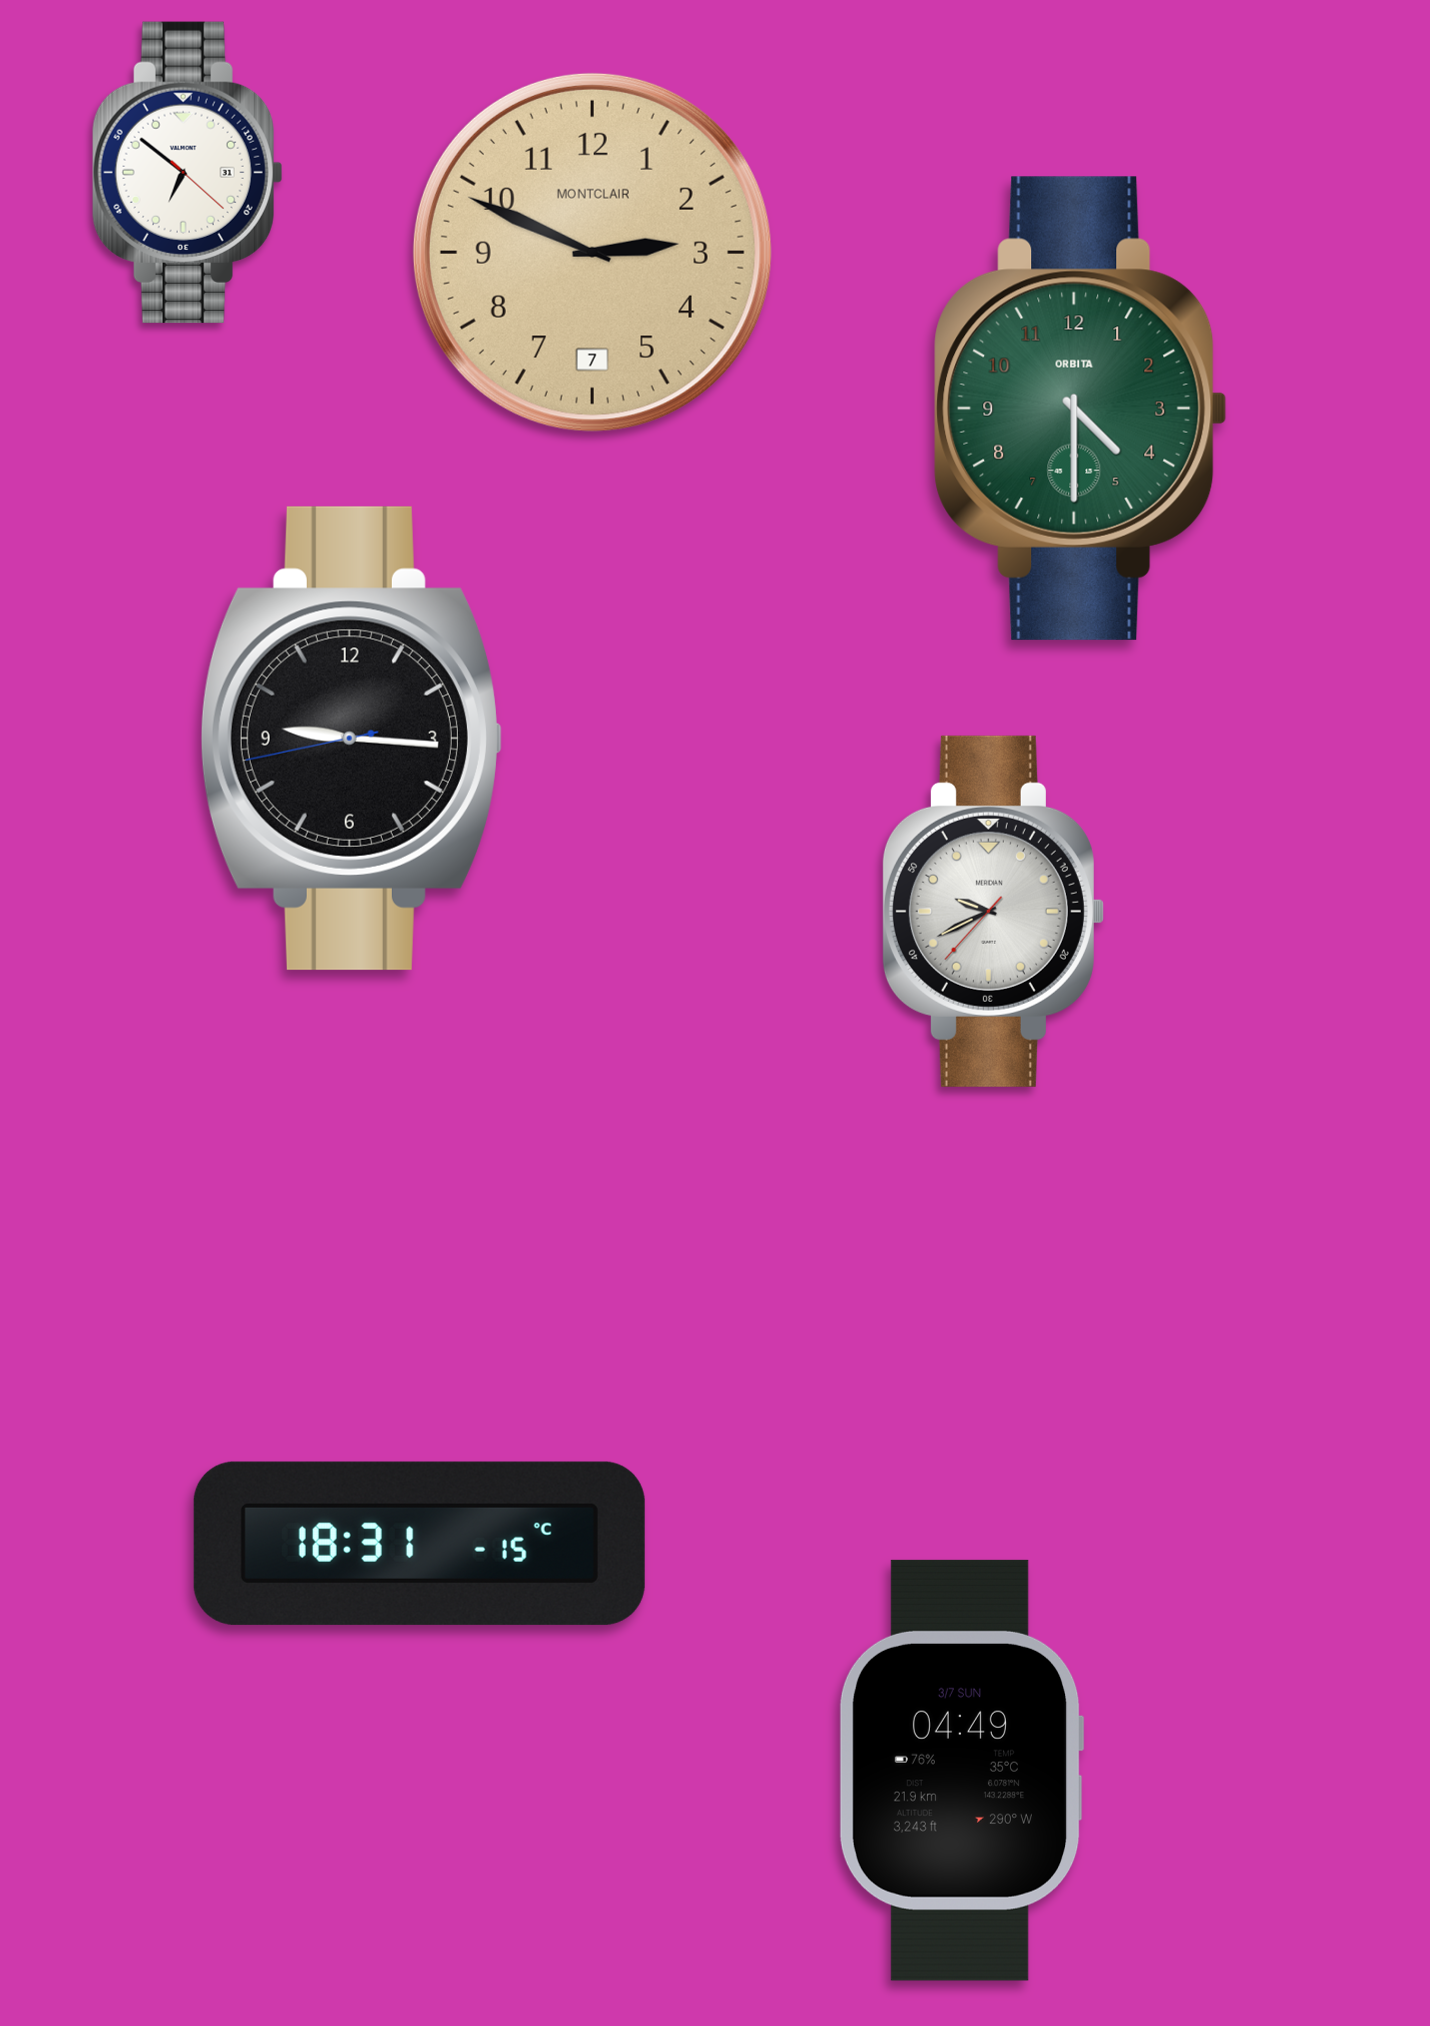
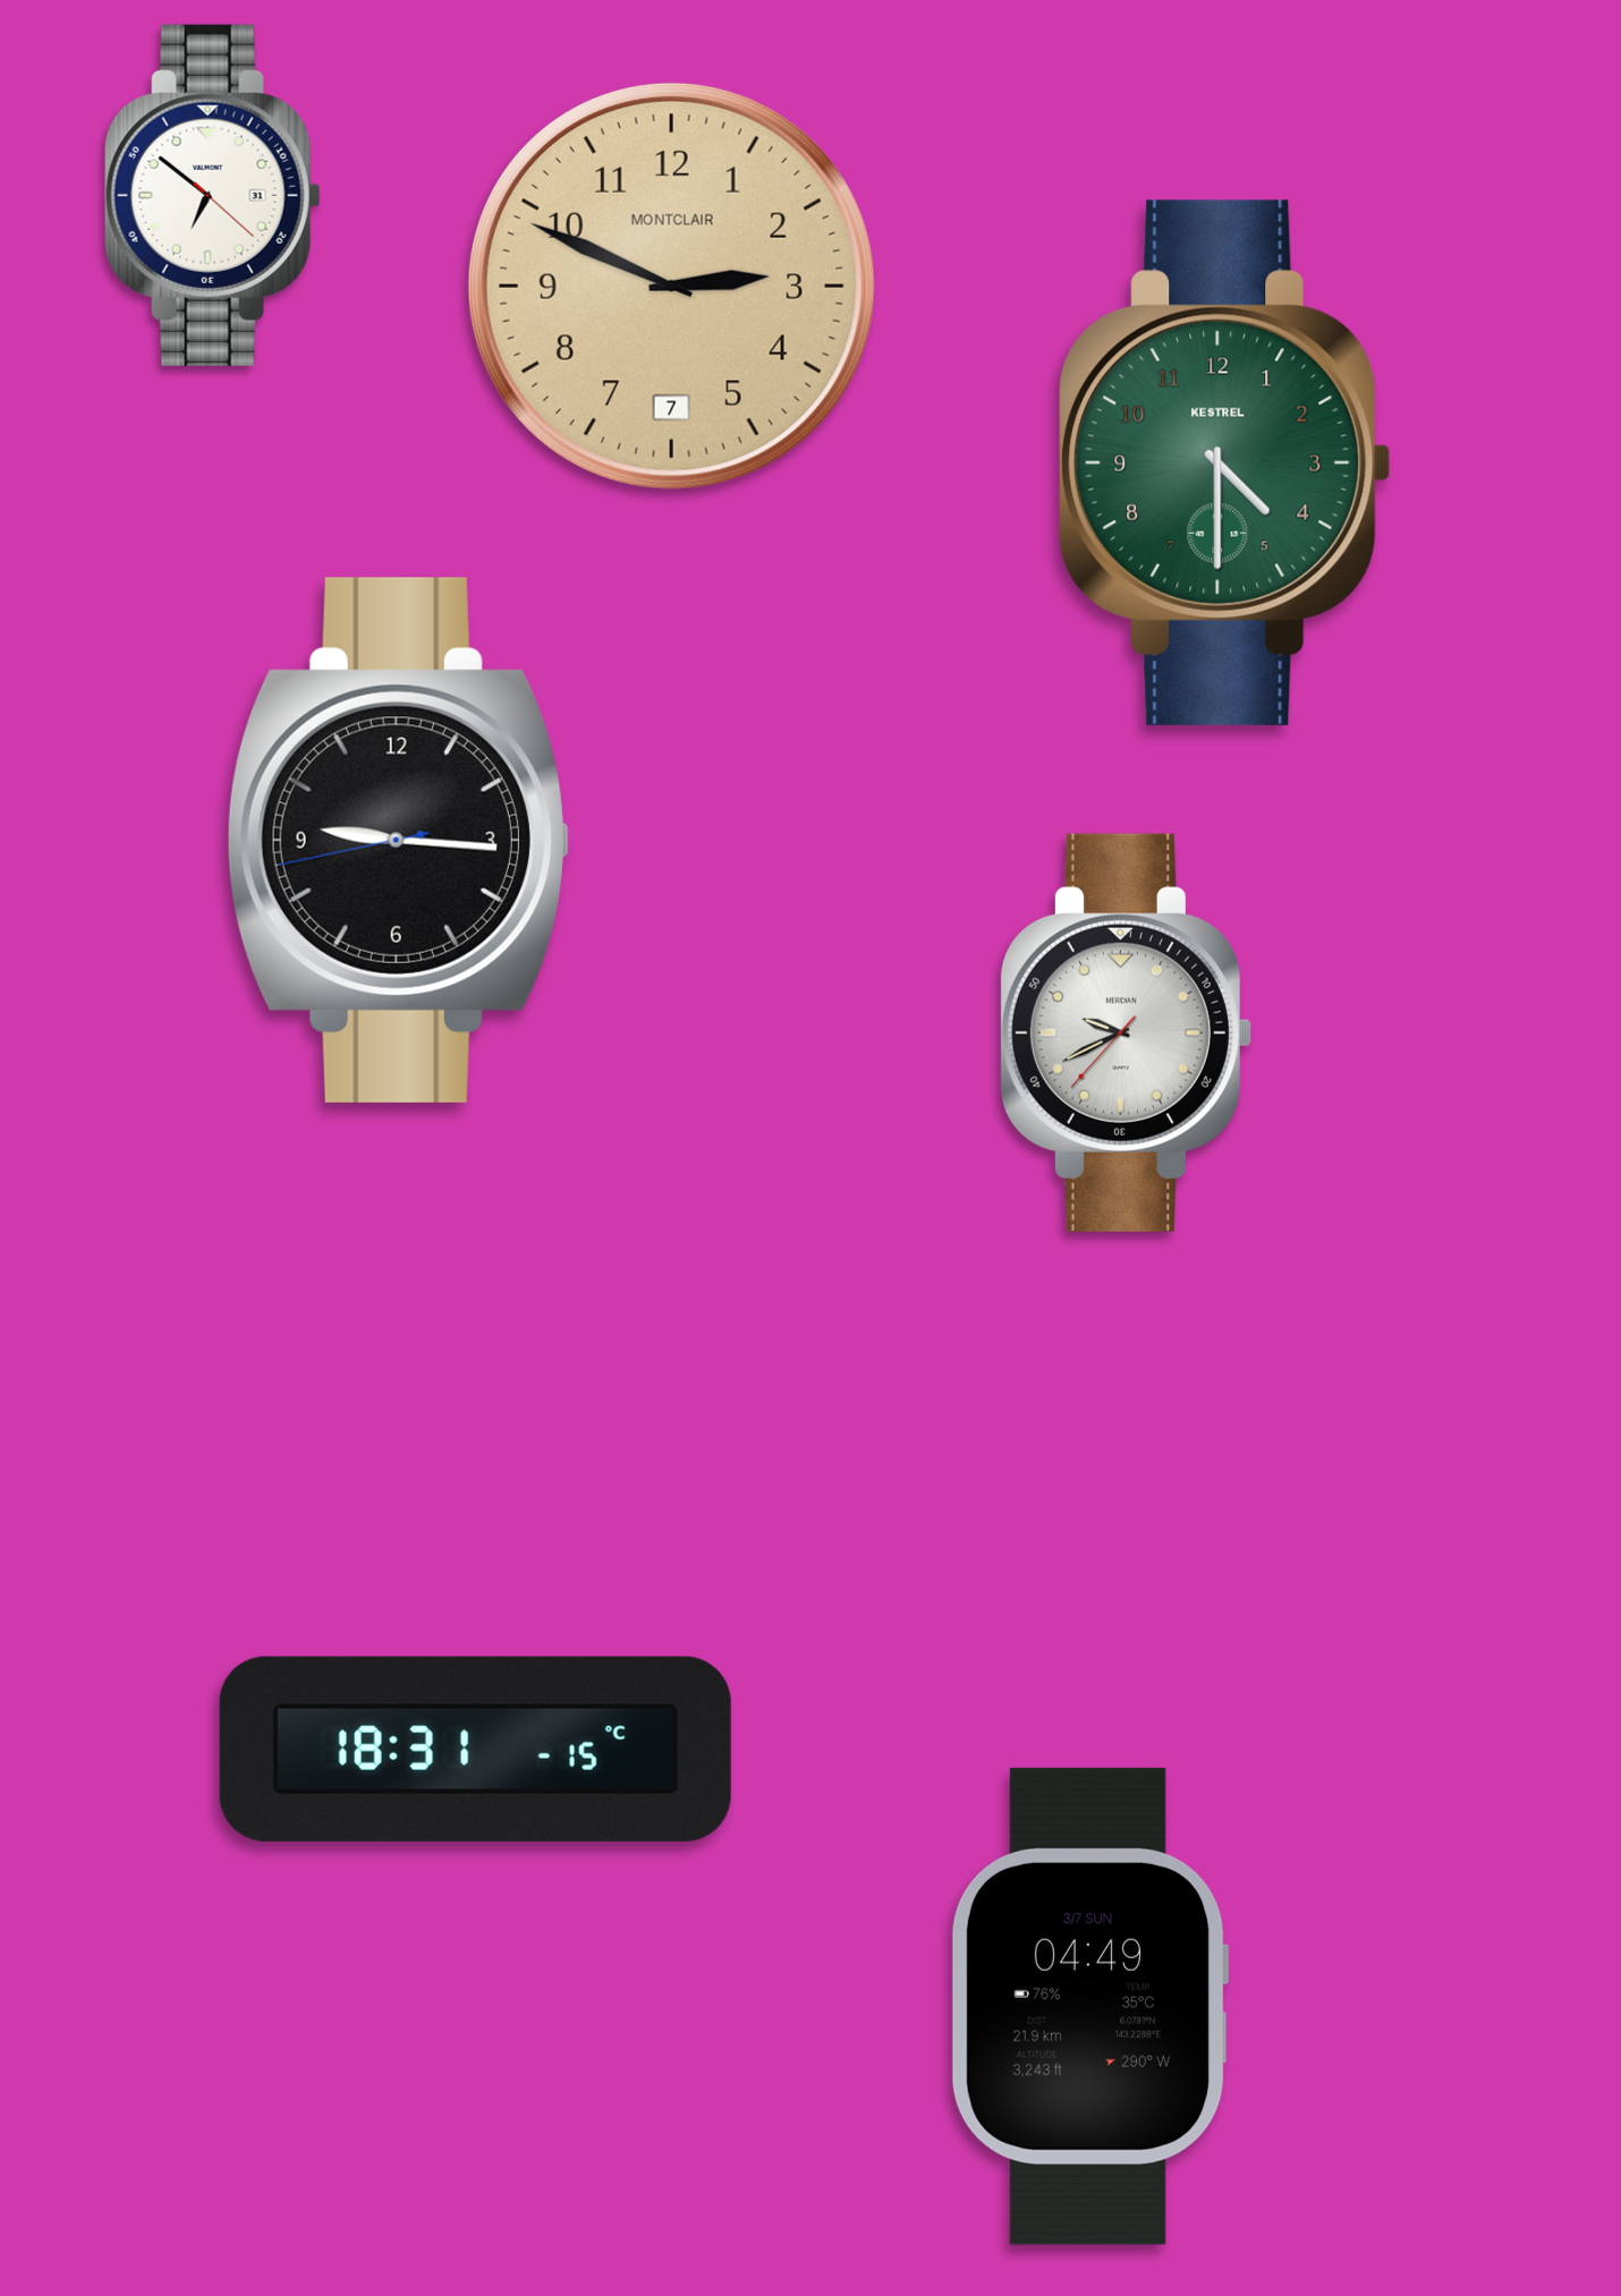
clock at (1081, 408) brand: ORBITA -> KESTREL
clock at (351, 738) position: (351, 738) -> (398, 840)
